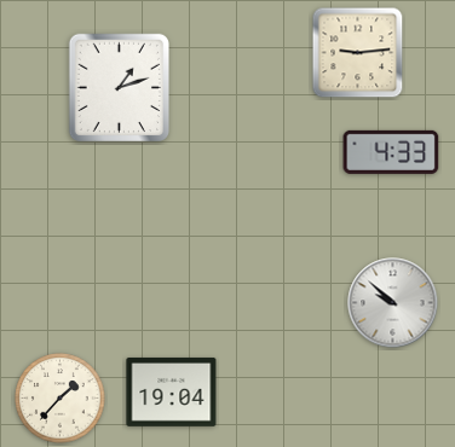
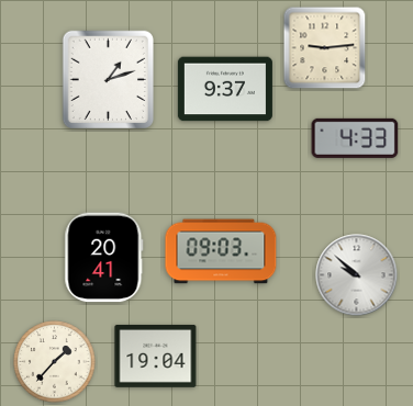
clock at (225, 89): none -> 9:37
clock at (221, 251): none -> 09:03
clock at (104, 258): none -> 20:41
